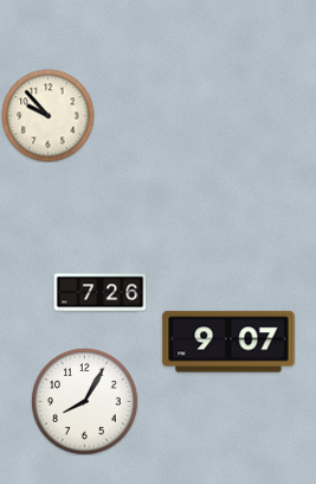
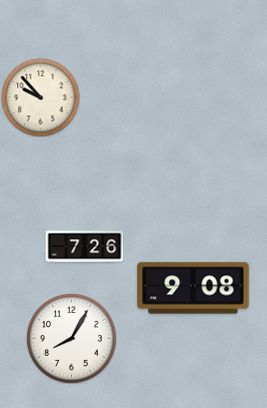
clock at (228, 342): 9:07 -> 9:08
